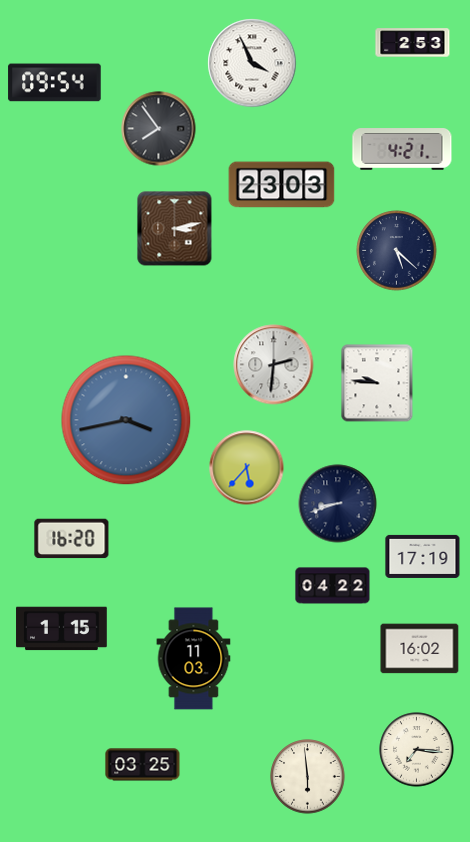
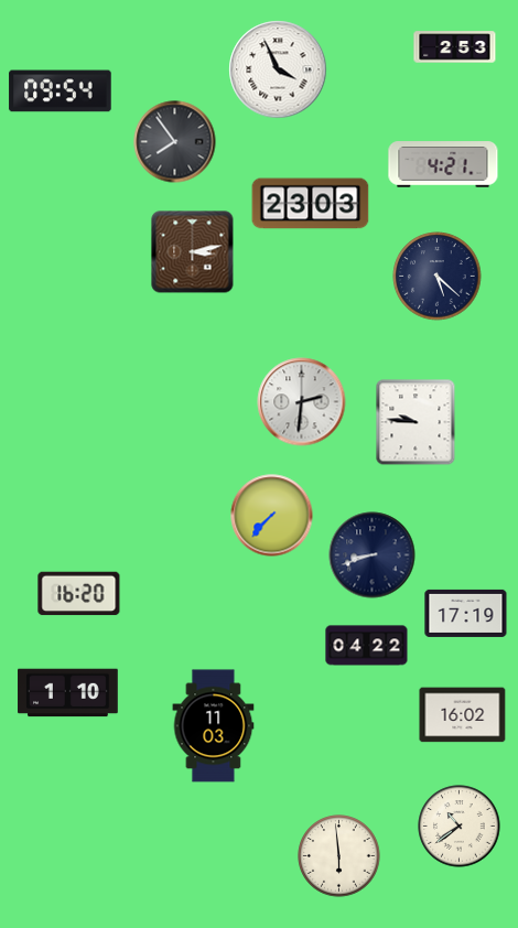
clock at (126, 420): 3:43 -> none
clock at (247, 468): 5:37 -> 7:37
clock at (62, 629): 1:15 -> 1:10
clock at (417, 750): 7:16 -> 10:39
clock at (143, 765): 03:25 -> none
